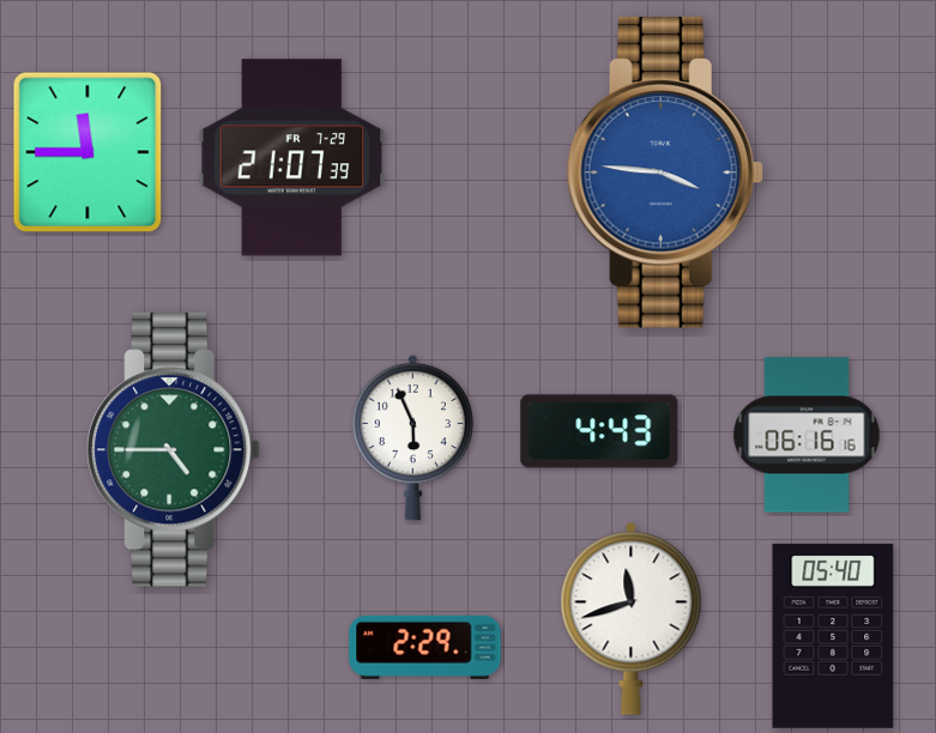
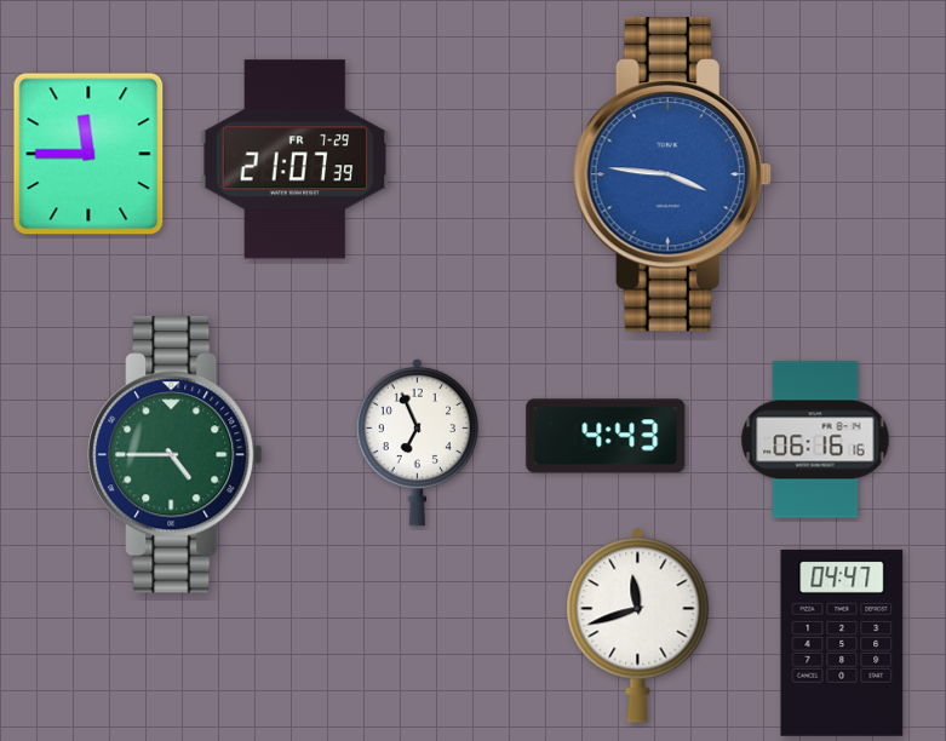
clock at (412, 437): 5:56 -> 6:56
clock at (833, 636): 05:40 -> 04:47
clock at (425, 647): 2:29 -> none
